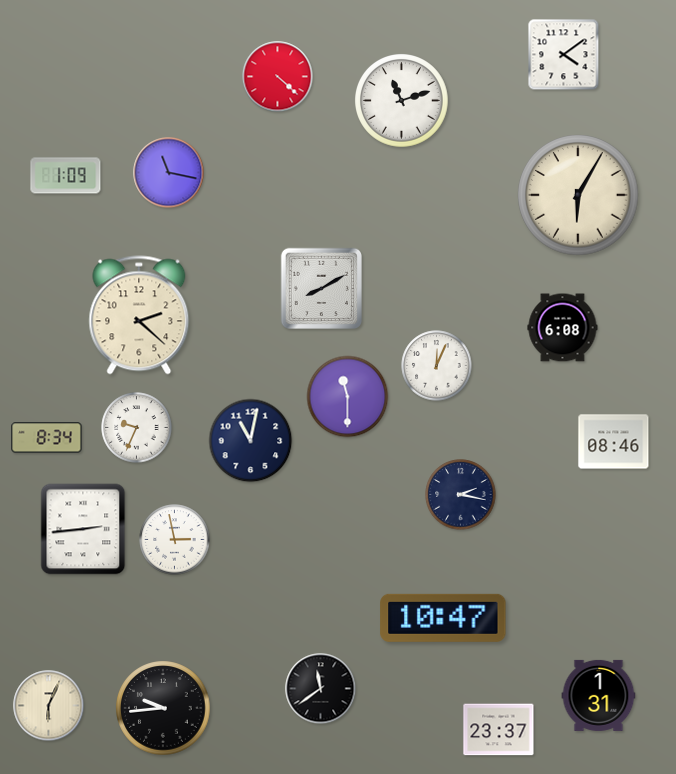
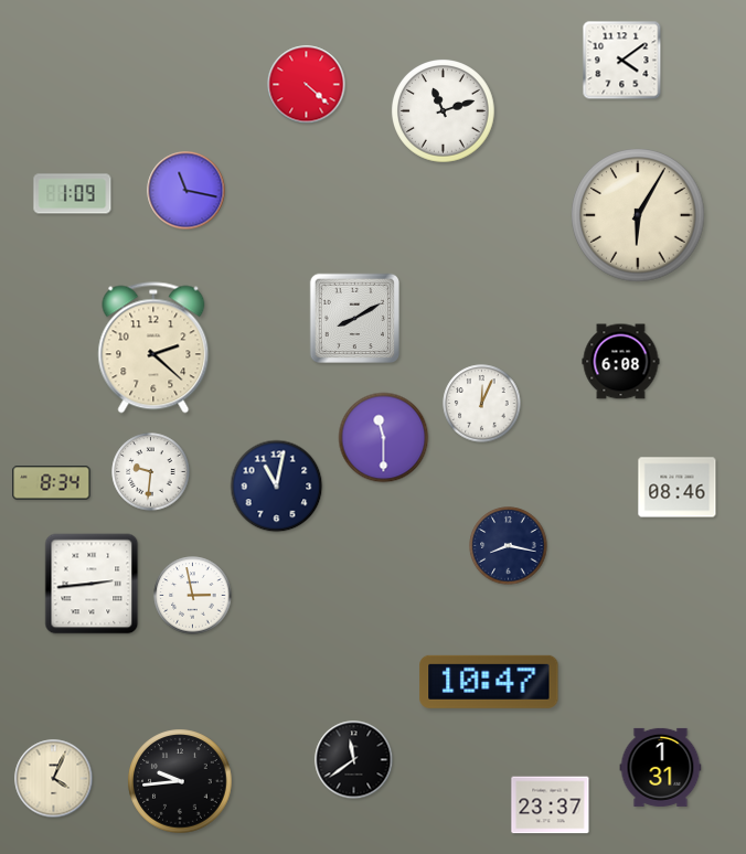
clock at (137, 428): 9:34 -> 9:31
clock at (461, 495): 2:17 -> 8:17
clock at (49, 706): 6:04 -> 4:04
